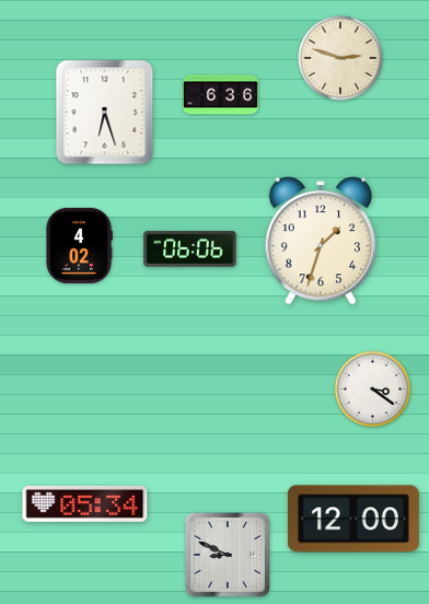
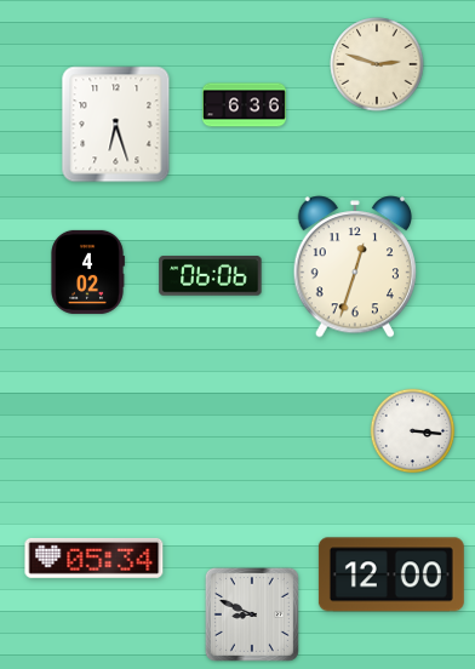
clock at (320, 241): 1:33 -> 12:33
clock at (373, 390): 3:21 -> 3:16
